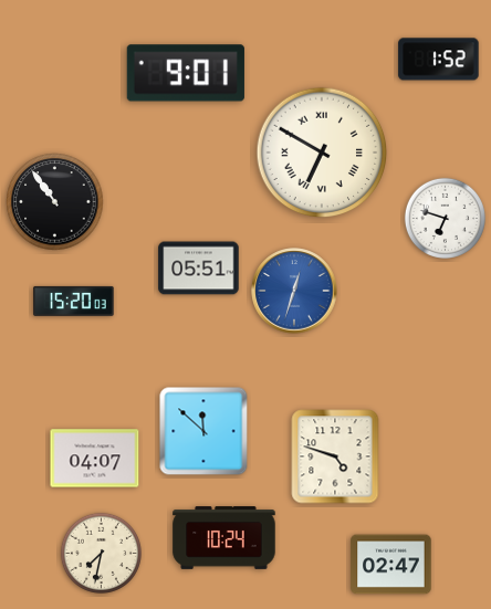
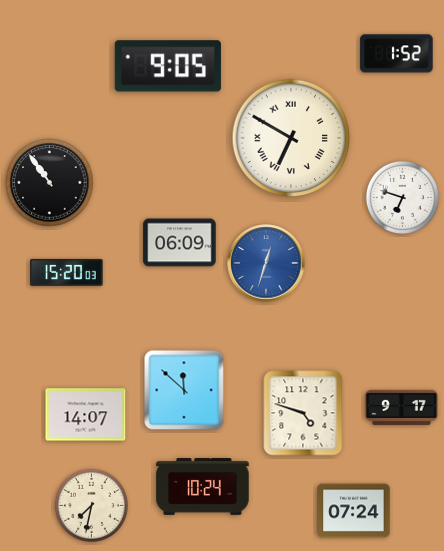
clock at (186, 73): 9:01 -> 9:05
clock at (199, 269): 05:51 -> 06:09
clock at (402, 407): none -> 9:17
clock at (95, 459): 04:07 -> 14:07
clock at (101, 553) position: (101, 553) -> (91, 505)
clock at (391, 565): 02:47 -> 07:24
